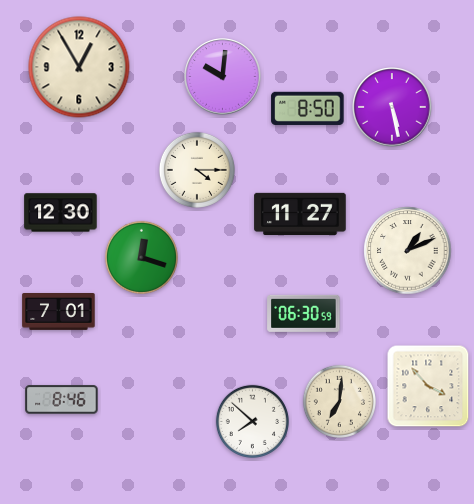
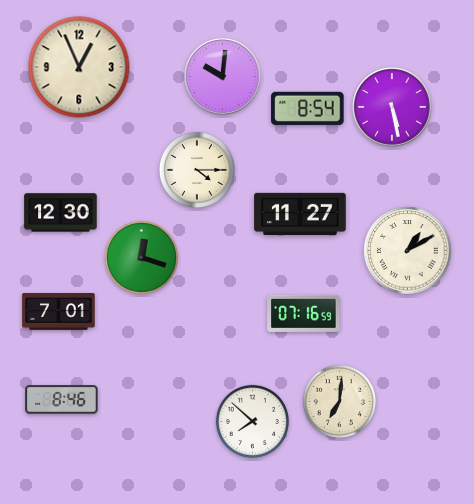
clock at (79, 67): 12:55 -> 12:56
clock at (308, 108): 8:50 -> 8:54
clock at (408, 251): 1:11 -> 1:10
clock at (304, 313): 06:30 -> 07:16
clock at (428, 386): 3:53 -> none
